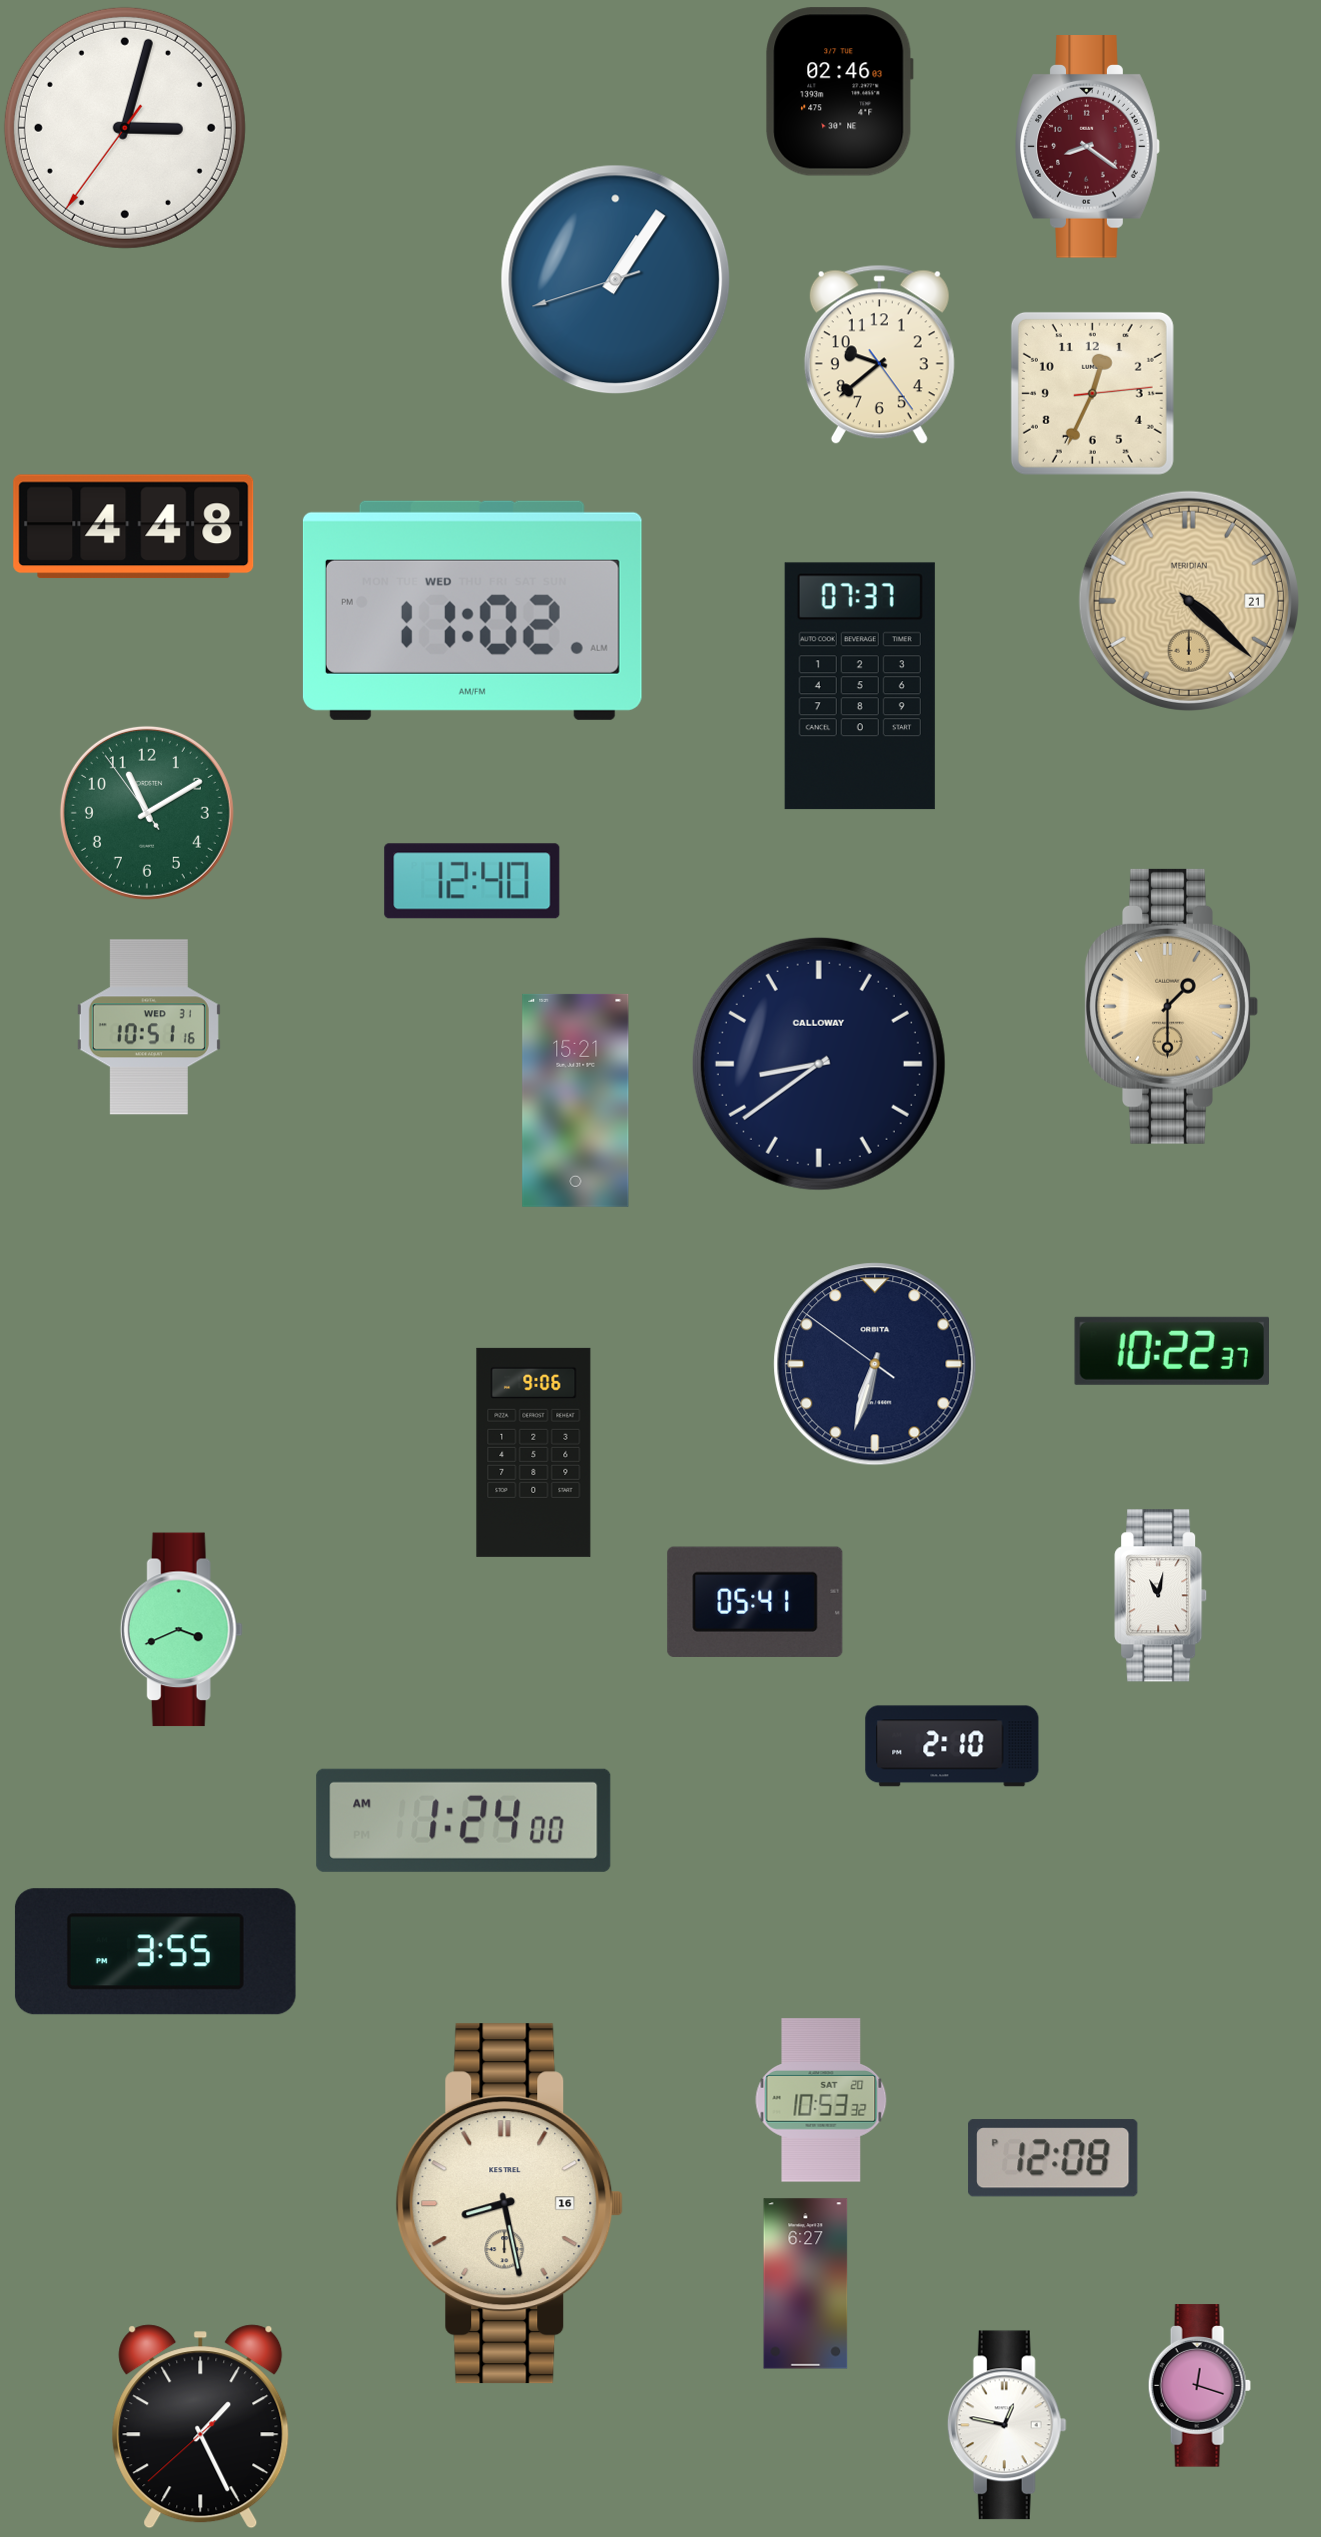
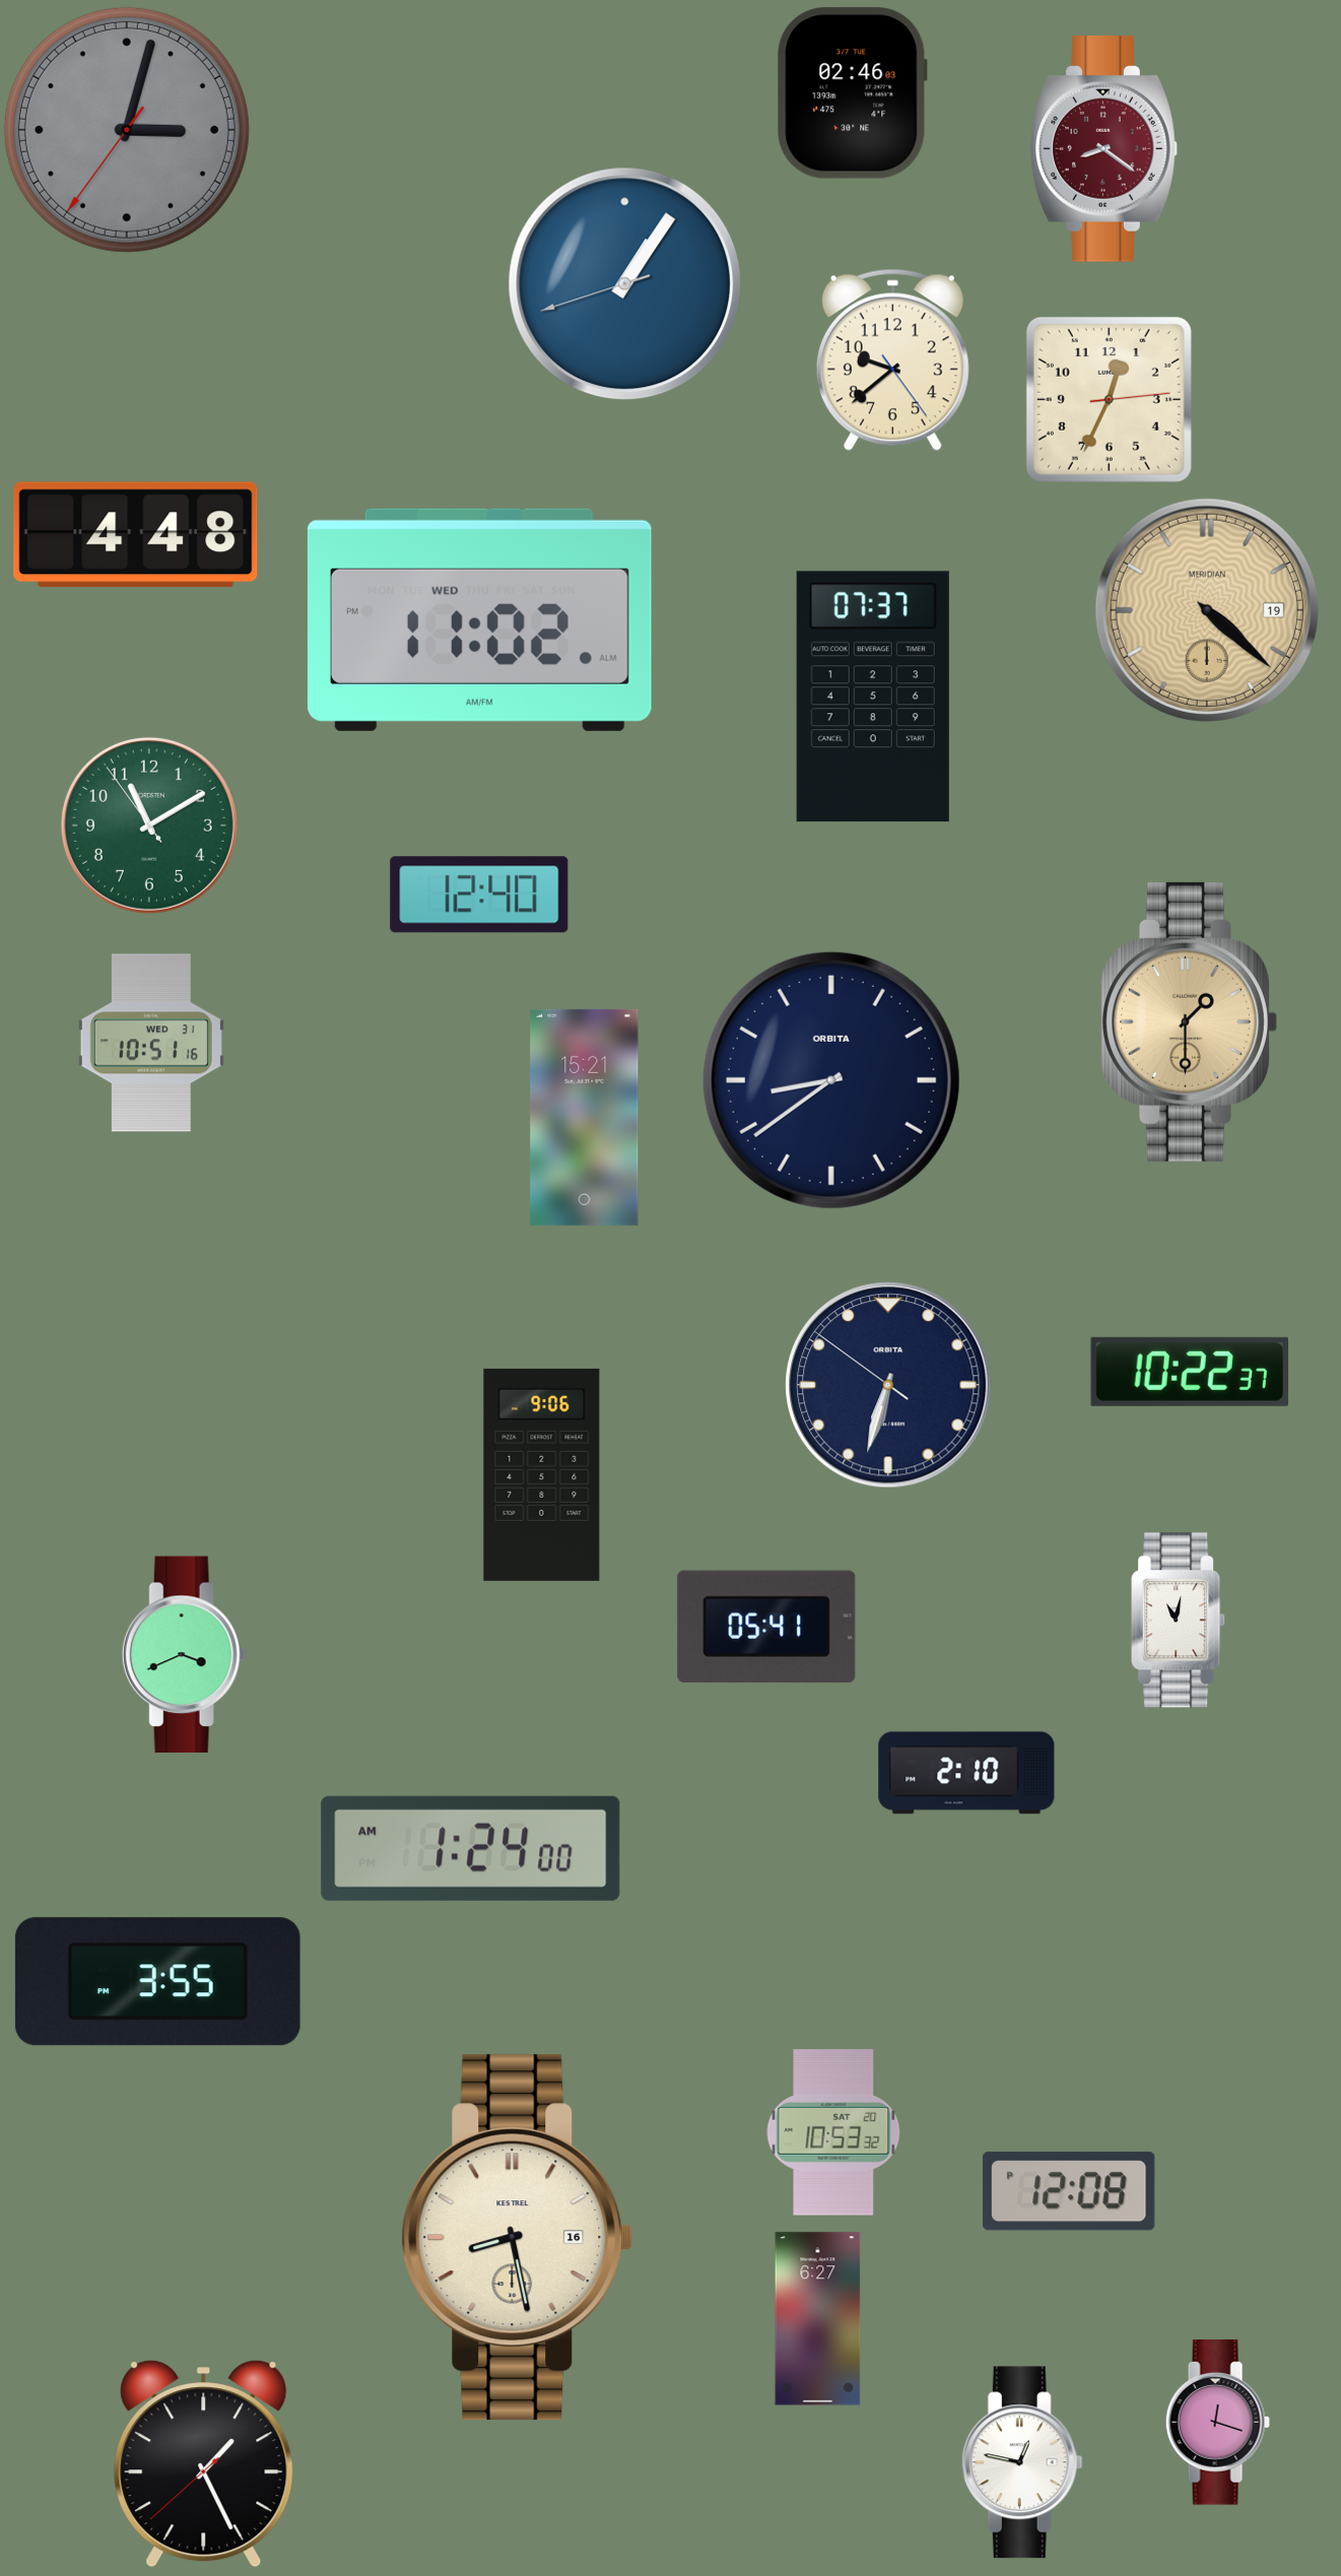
clock at (125, 128) dial: white -> grey
clock at (1189, 601) date: 21 -> 19
clock at (819, 1064) brand: CALLOWAY -> ORBITA
